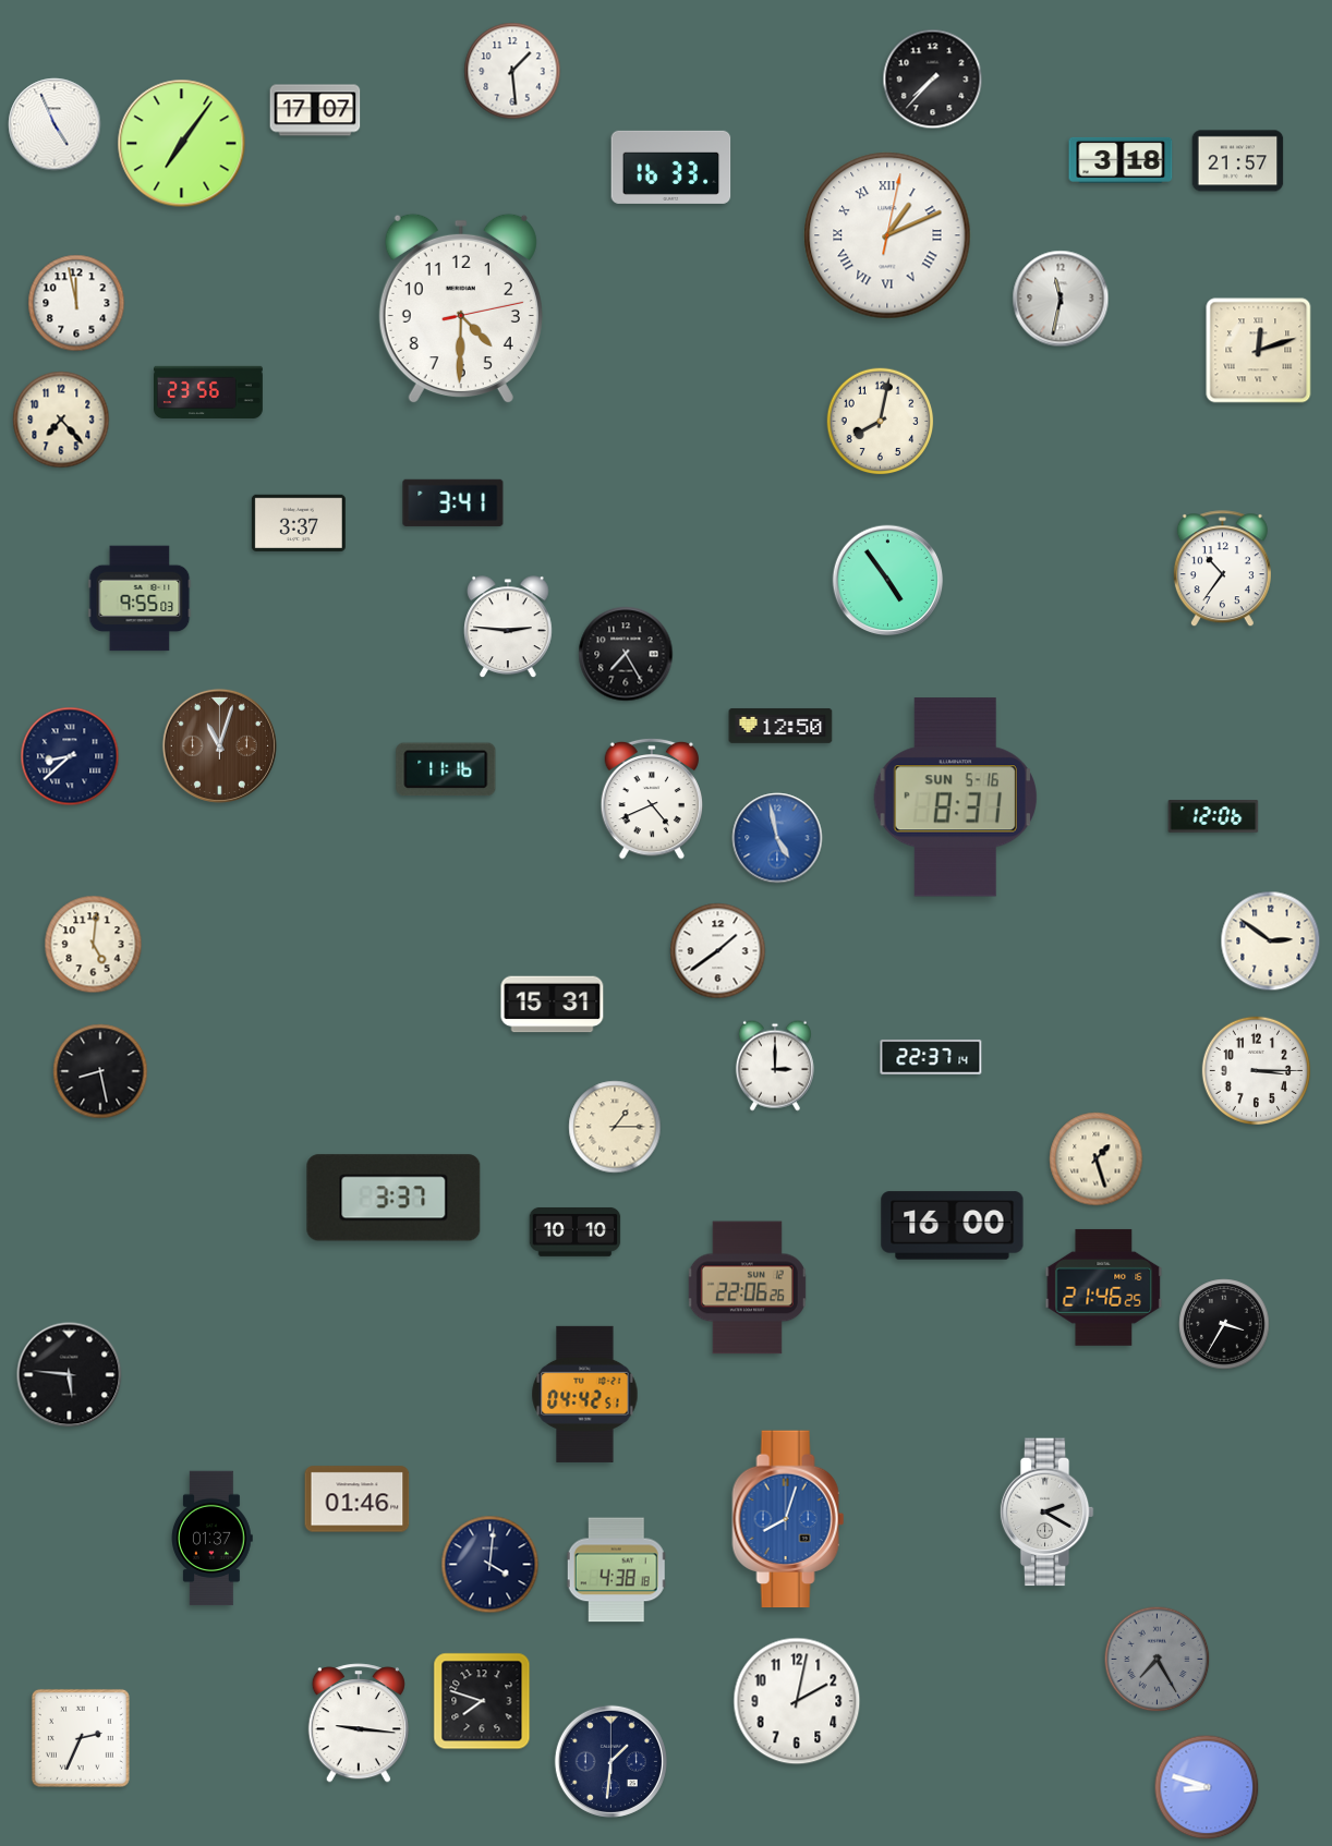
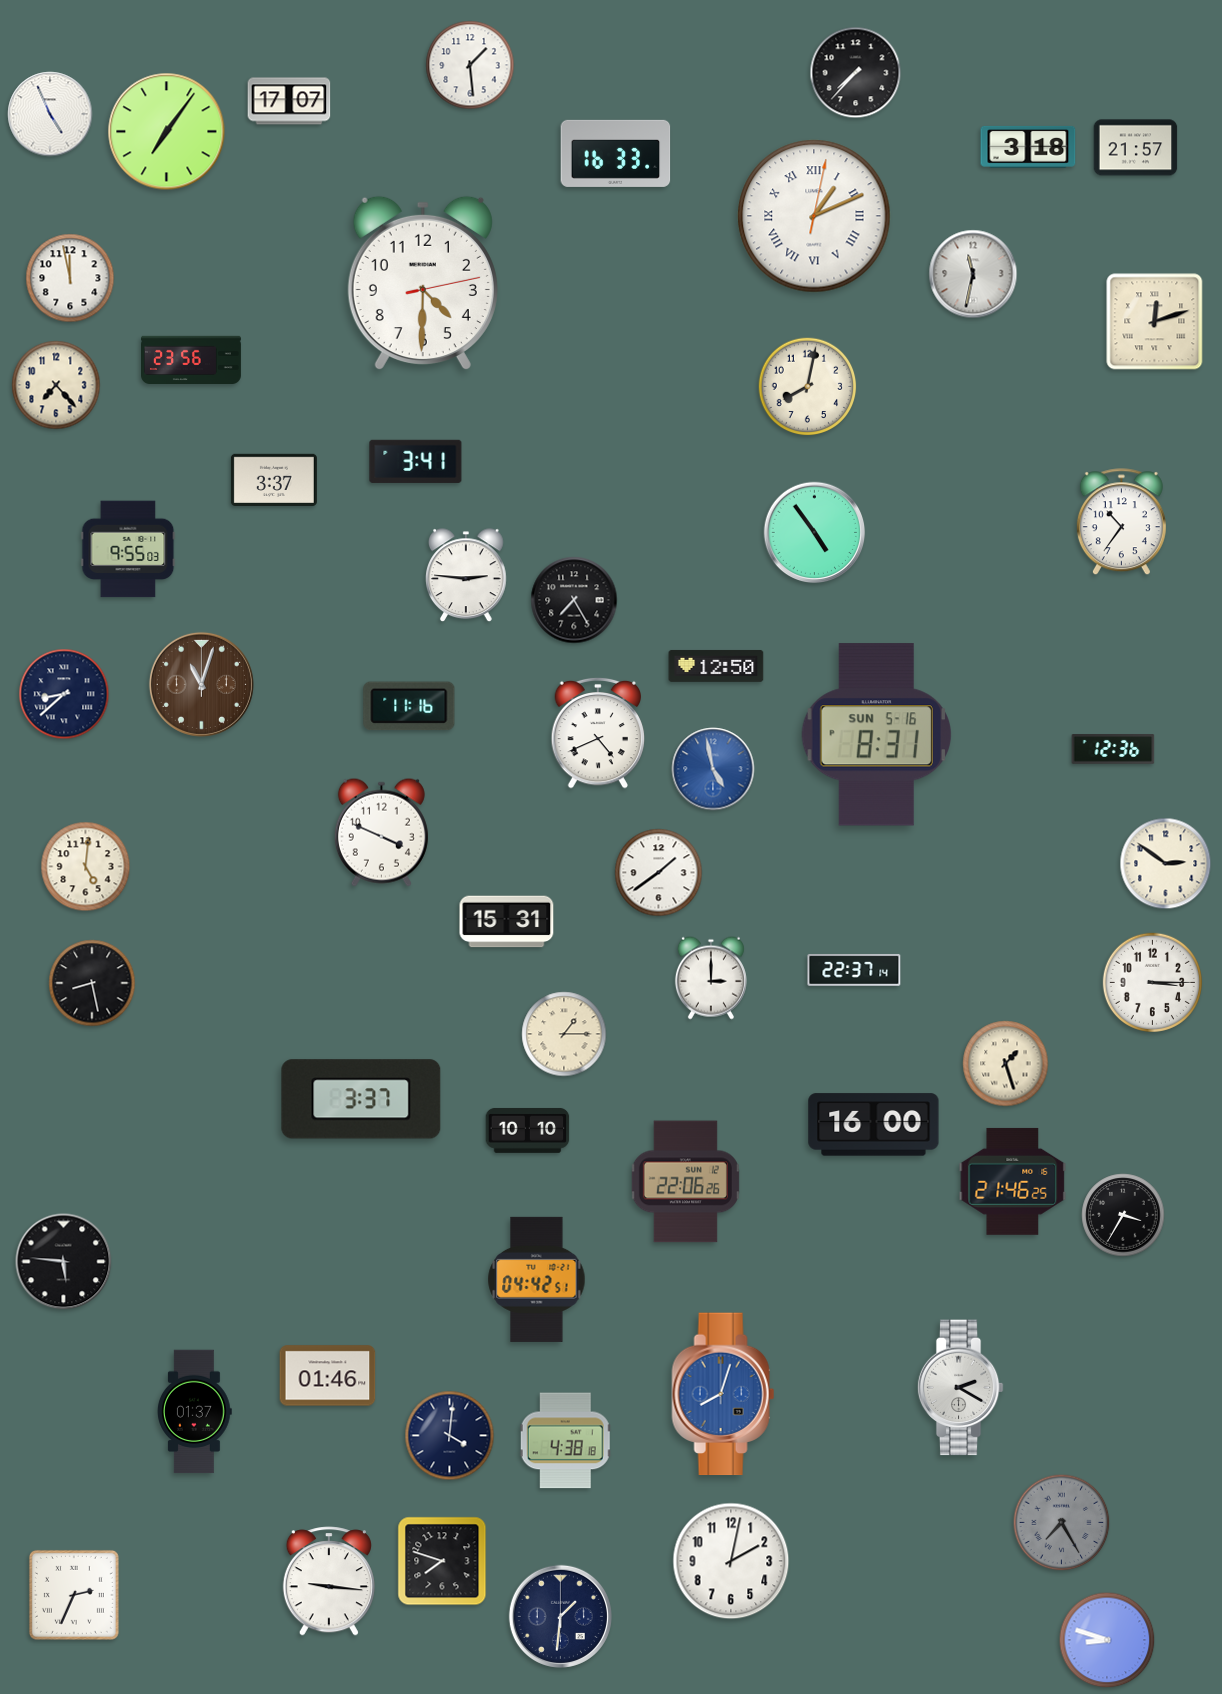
clock at (955, 798) position: (955, 798) -> (876, 735)
clock at (1213, 816): 12:06 -> 12:36
clock at (381, 832): none -> 3:49
